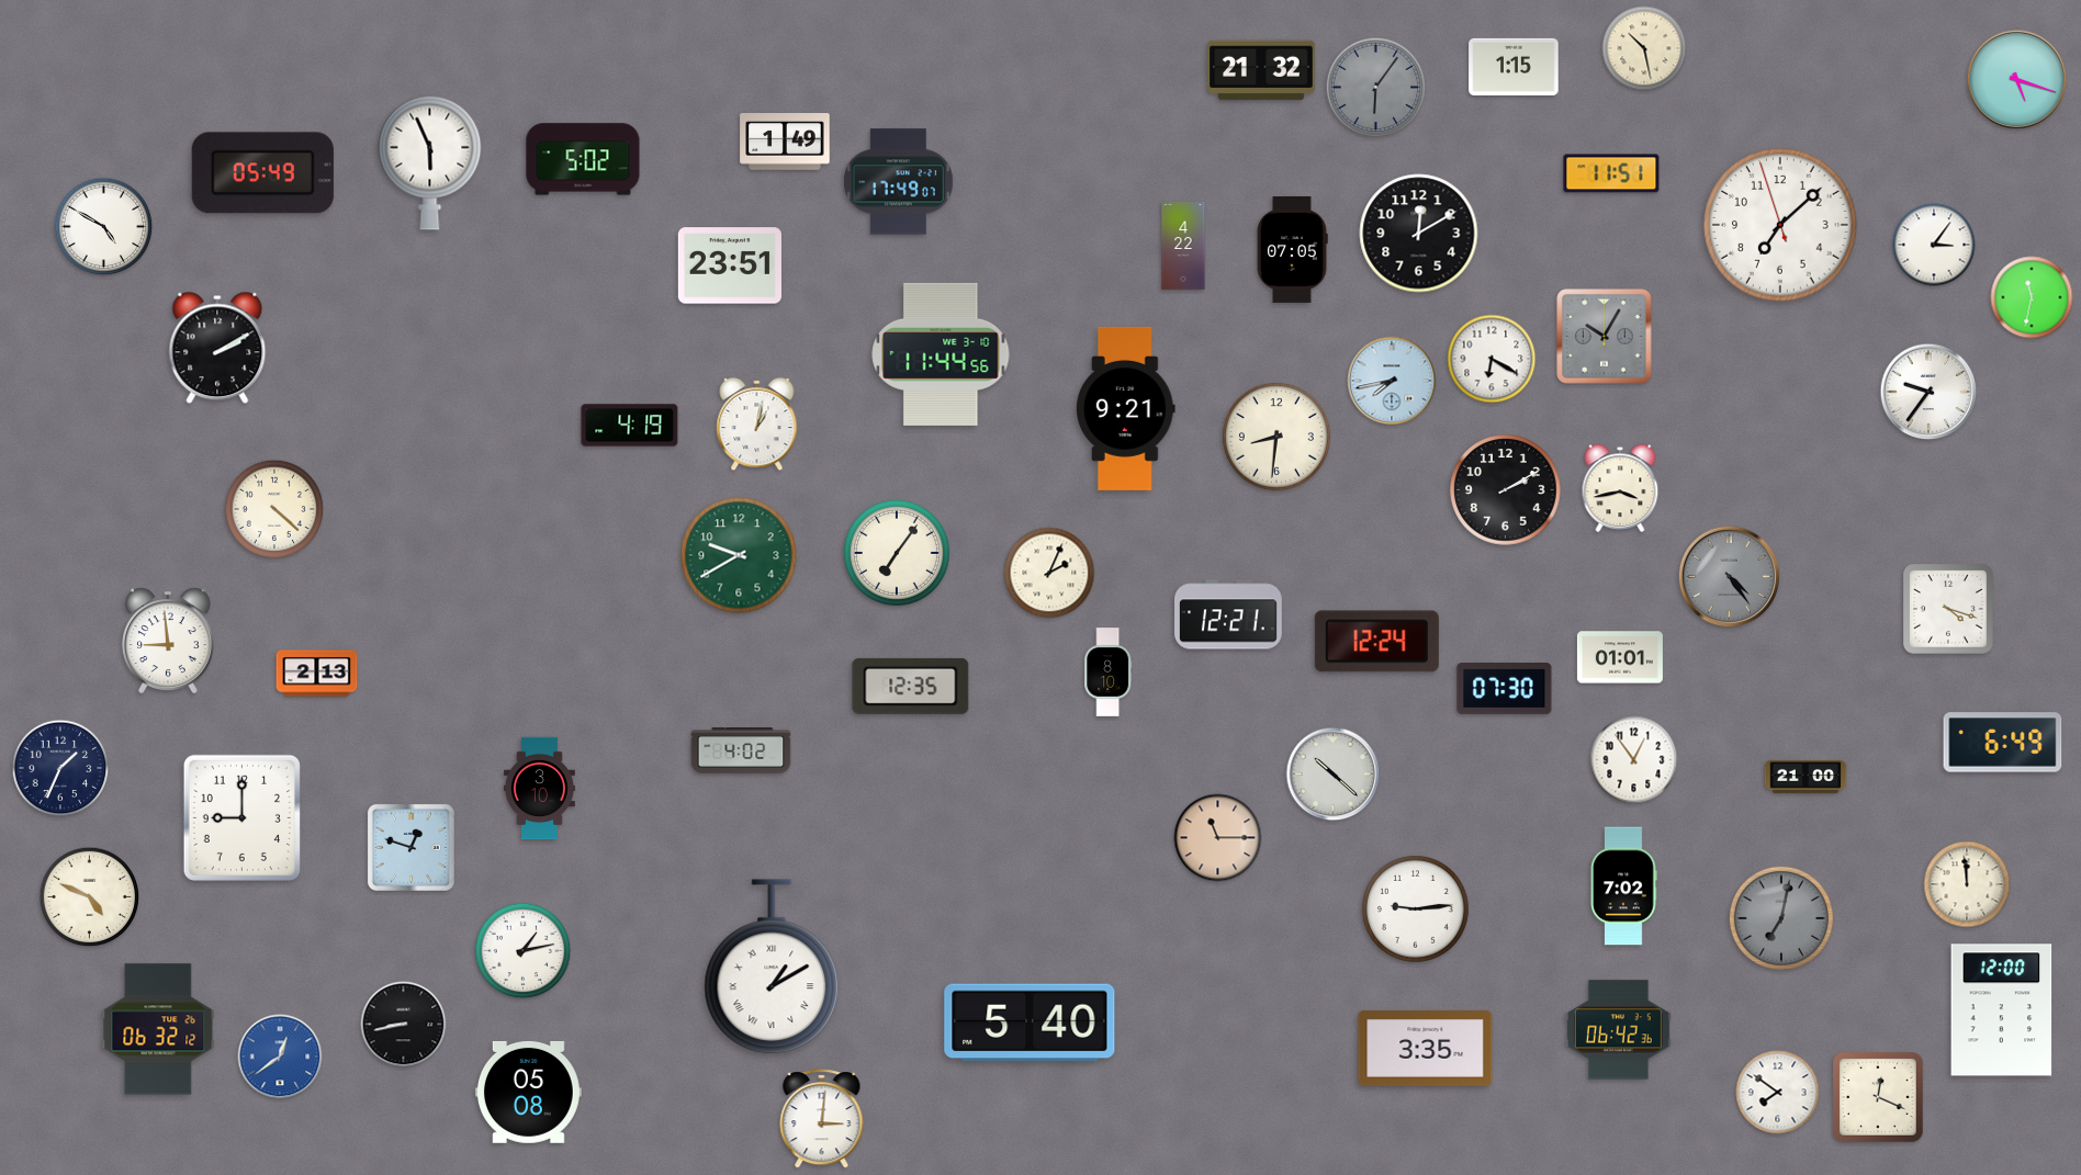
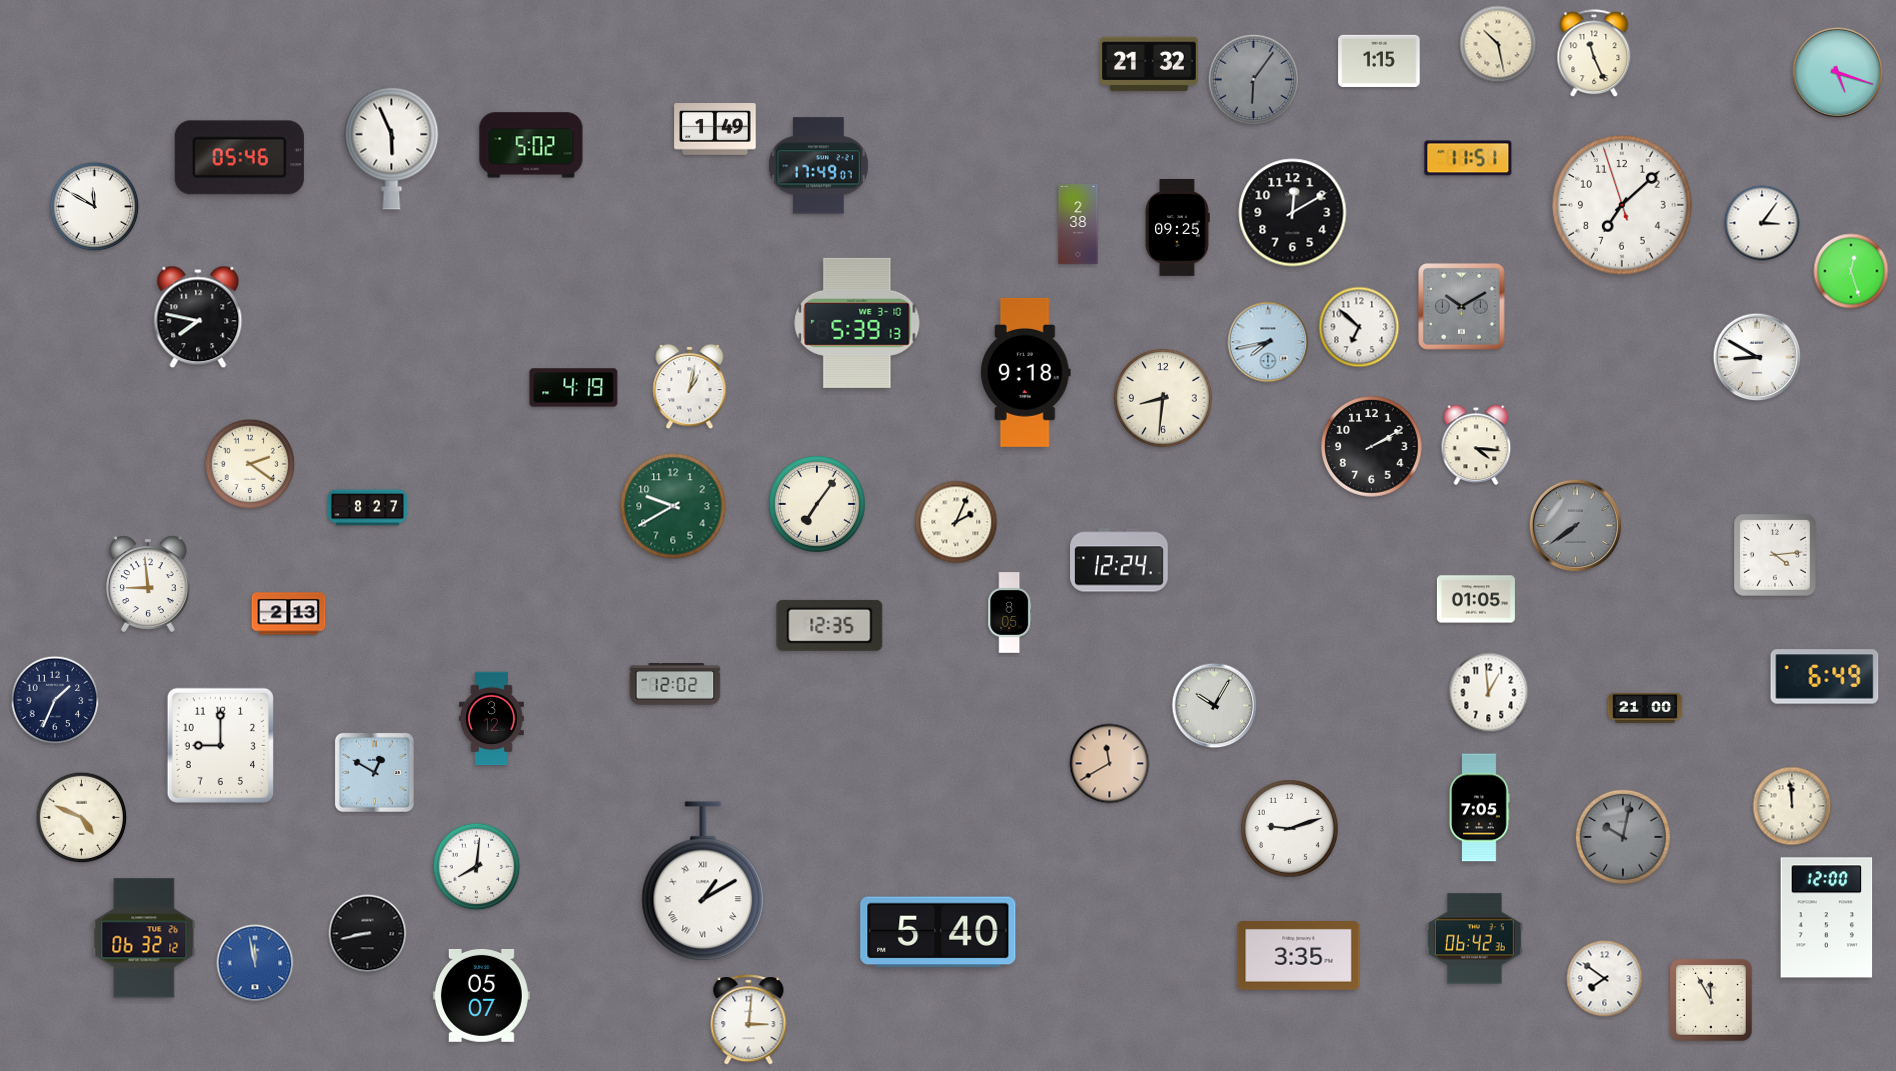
clock at (1594, 54): none -> 11:26
clock at (262, 173): 05:49 -> 05:46
clock at (104, 227): 4:50 -> 11:50
clock at (1183, 246): 4:22 -> 2:38
clock at (1292, 249): 07:05 -> 09:25
clock at (730, 265): 23:51 -> none
clock at (2032, 297): 11:32 -> 12:27
clock at (1605, 337): 10:05 -> 10:10
clock at (217, 348): 2:10 -> 7:47
clock at (941, 354): 11:44 -> 5:39
clock at (1492, 359): 6:20 -> 6:52
clock at (1392, 381) position: (1392, 381) -> (1268, 342)
clock at (1928, 392): 9:36 -> 8:50
clock at (1125, 408): 9:21 -> 9:18
clock at (1620, 488): 3:43 -> 4:16
clock at (274, 509): 4:22 -> 2:21
clock at (367, 508): none -> 8:27
clock at (1729, 576): 4:24 -> 7:39
clock at (1949, 610): 4:18 -> 4:14
clock at (1228, 614): 12:21 -> 12:24
clock at (169, 641) position: (169, 641) -> (149, 584)
clock at (1376, 642): 12:24 -> none
clock at (1620, 657): 01:01 -> 01:05
clock at (1109, 673): 8:10 -> 8:05
clock at (1505, 689): 07:30 -> none
clock at (741, 750): 4:02 -> 12:02
clock at (1634, 760): 12:54 -> 12:59
clock at (1334, 775): 10:22 -> 10:05
clock at (539, 789): 3:10 -> 3:12
clock at (1218, 838): 11:15 -> 11:40
clock at (410, 847): 12:48 -> 12:50
clock at (1623, 886): 7:02 -> 7:05
clock at (1415, 908): 9:14 -> 9:12
clock at (1781, 918): 7:02 -> 10:02
clock at (524, 951): 1:13 -> 8:01
clock at (2002, 1010) position: (2002, 1010) -> (1827, 918)
clock at (280, 1057): 12:39 -> 11:58
clock at (528, 1092): 05:08 -> 05:07
clock at (1778, 1093) position: (1778, 1093) -> (1605, 979)
clock at (1879, 1098): 12:19 -> 11:55
